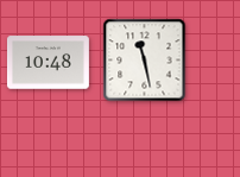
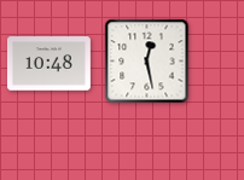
clock at (145, 61): 11:28 -> 12:28
